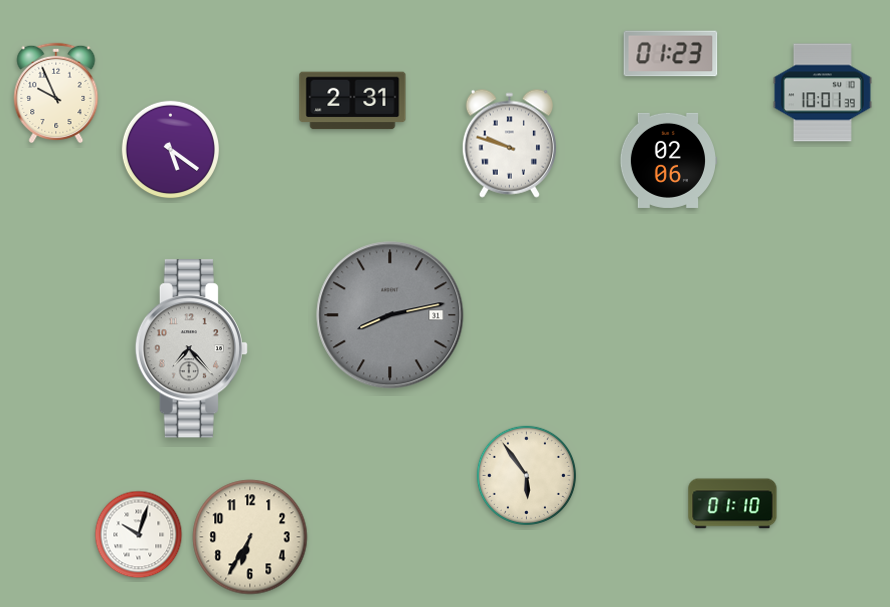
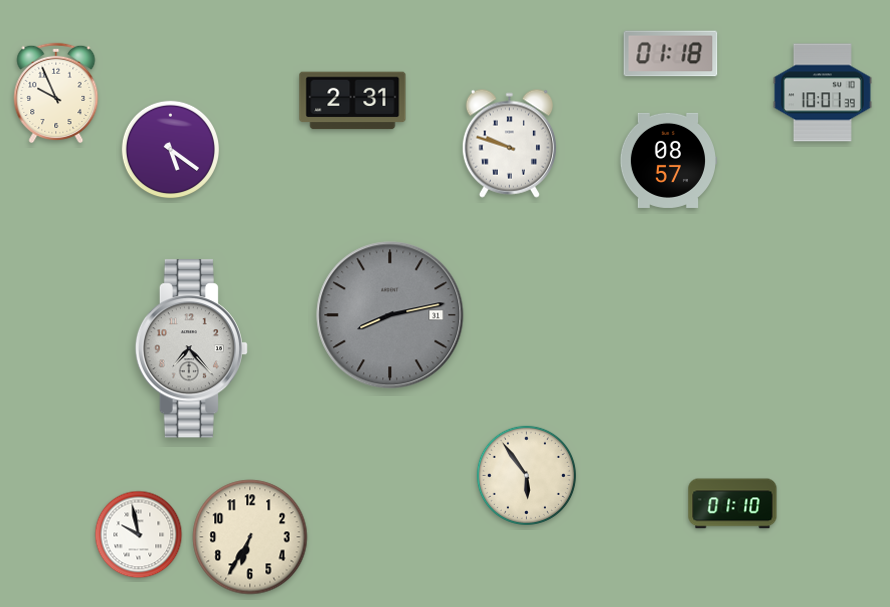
clock at (671, 54): 01:23 -> 01:18
clock at (667, 160): 02:06 -> 08:57
clock at (139, 535): 10:03 -> 9:58
